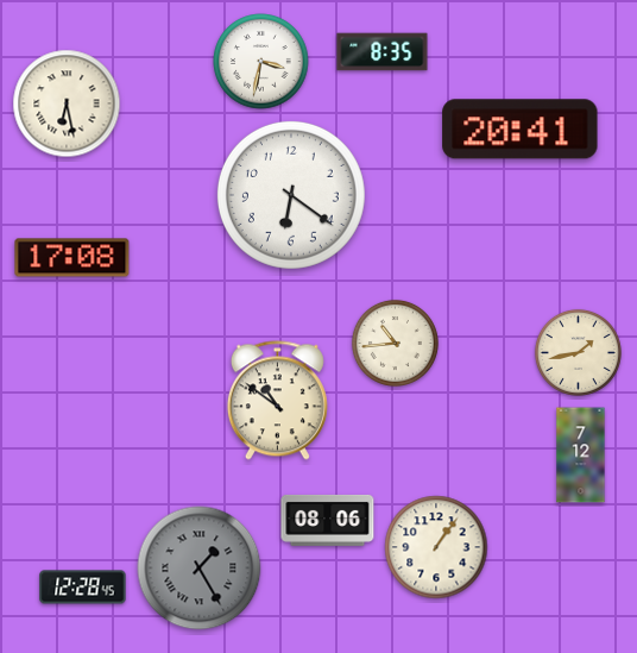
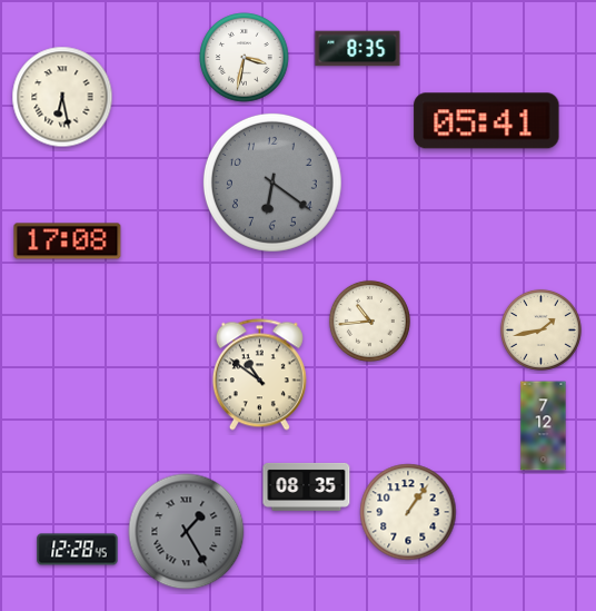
clock at (521, 130): 20:41 -> 05:41
clock at (291, 195) dial: white -> grey
clock at (328, 520): 08:06 -> 08:35
